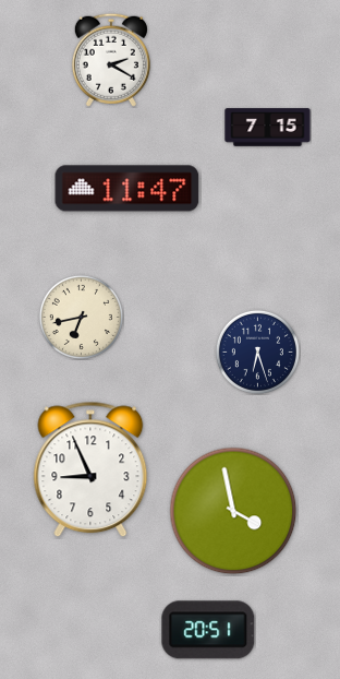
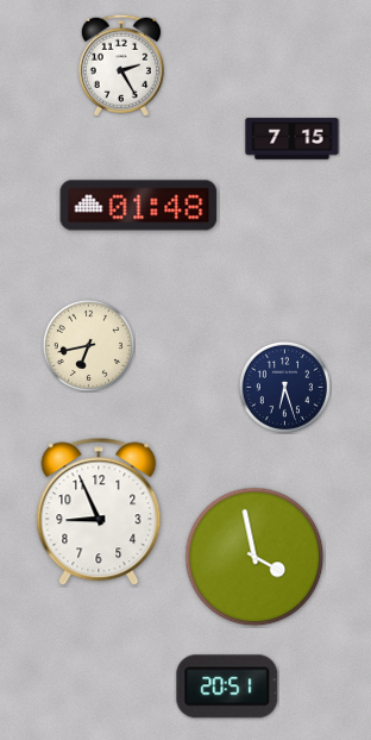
clock at (111, 60): 2:20 -> 2:25
clock at (127, 189): 11:47 -> 01:48
clock at (257, 352) position: (257, 352) -> (284, 387)
